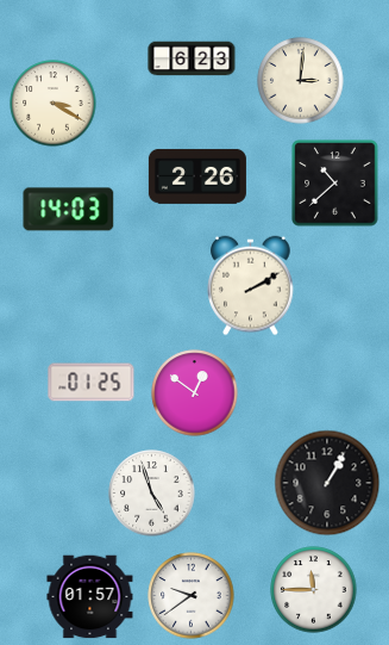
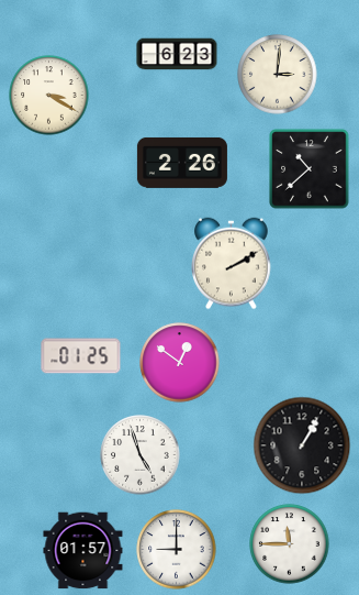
clock at (69, 210): 14:03 -> none
clock at (92, 383) position: (92, 383) -> (81, 356)
clock at (192, 596): 9:39 -> 9:00
